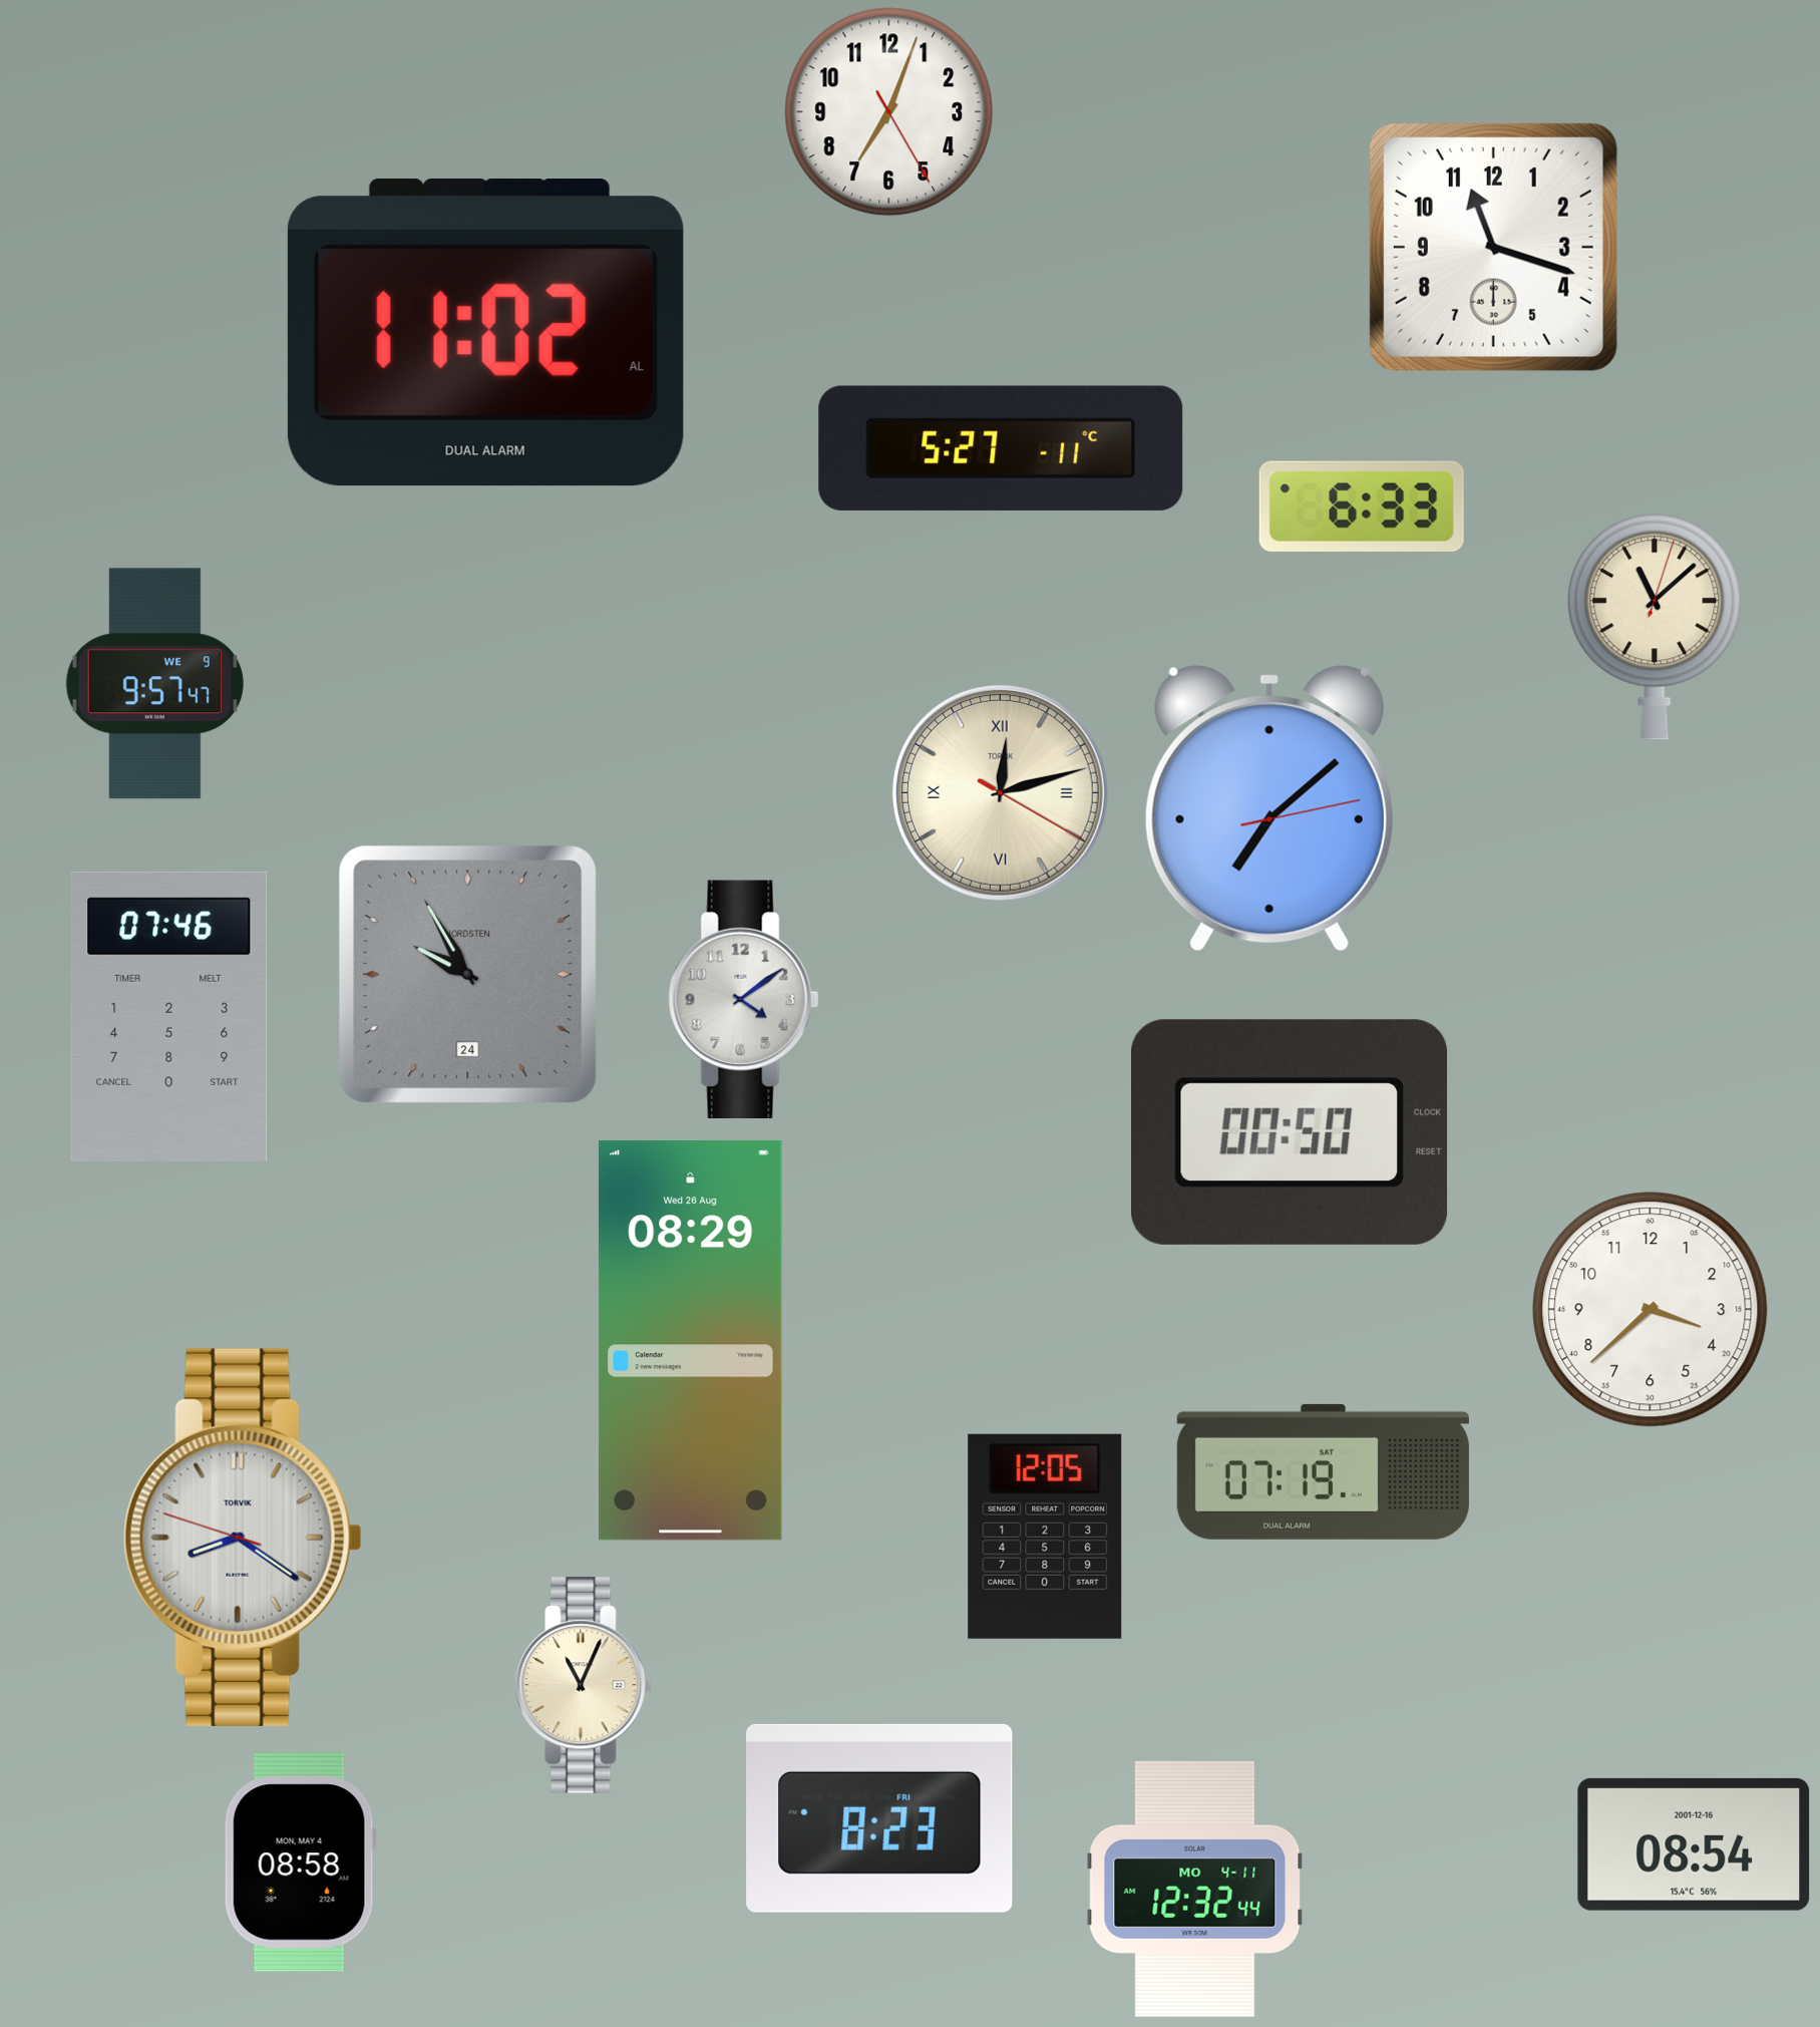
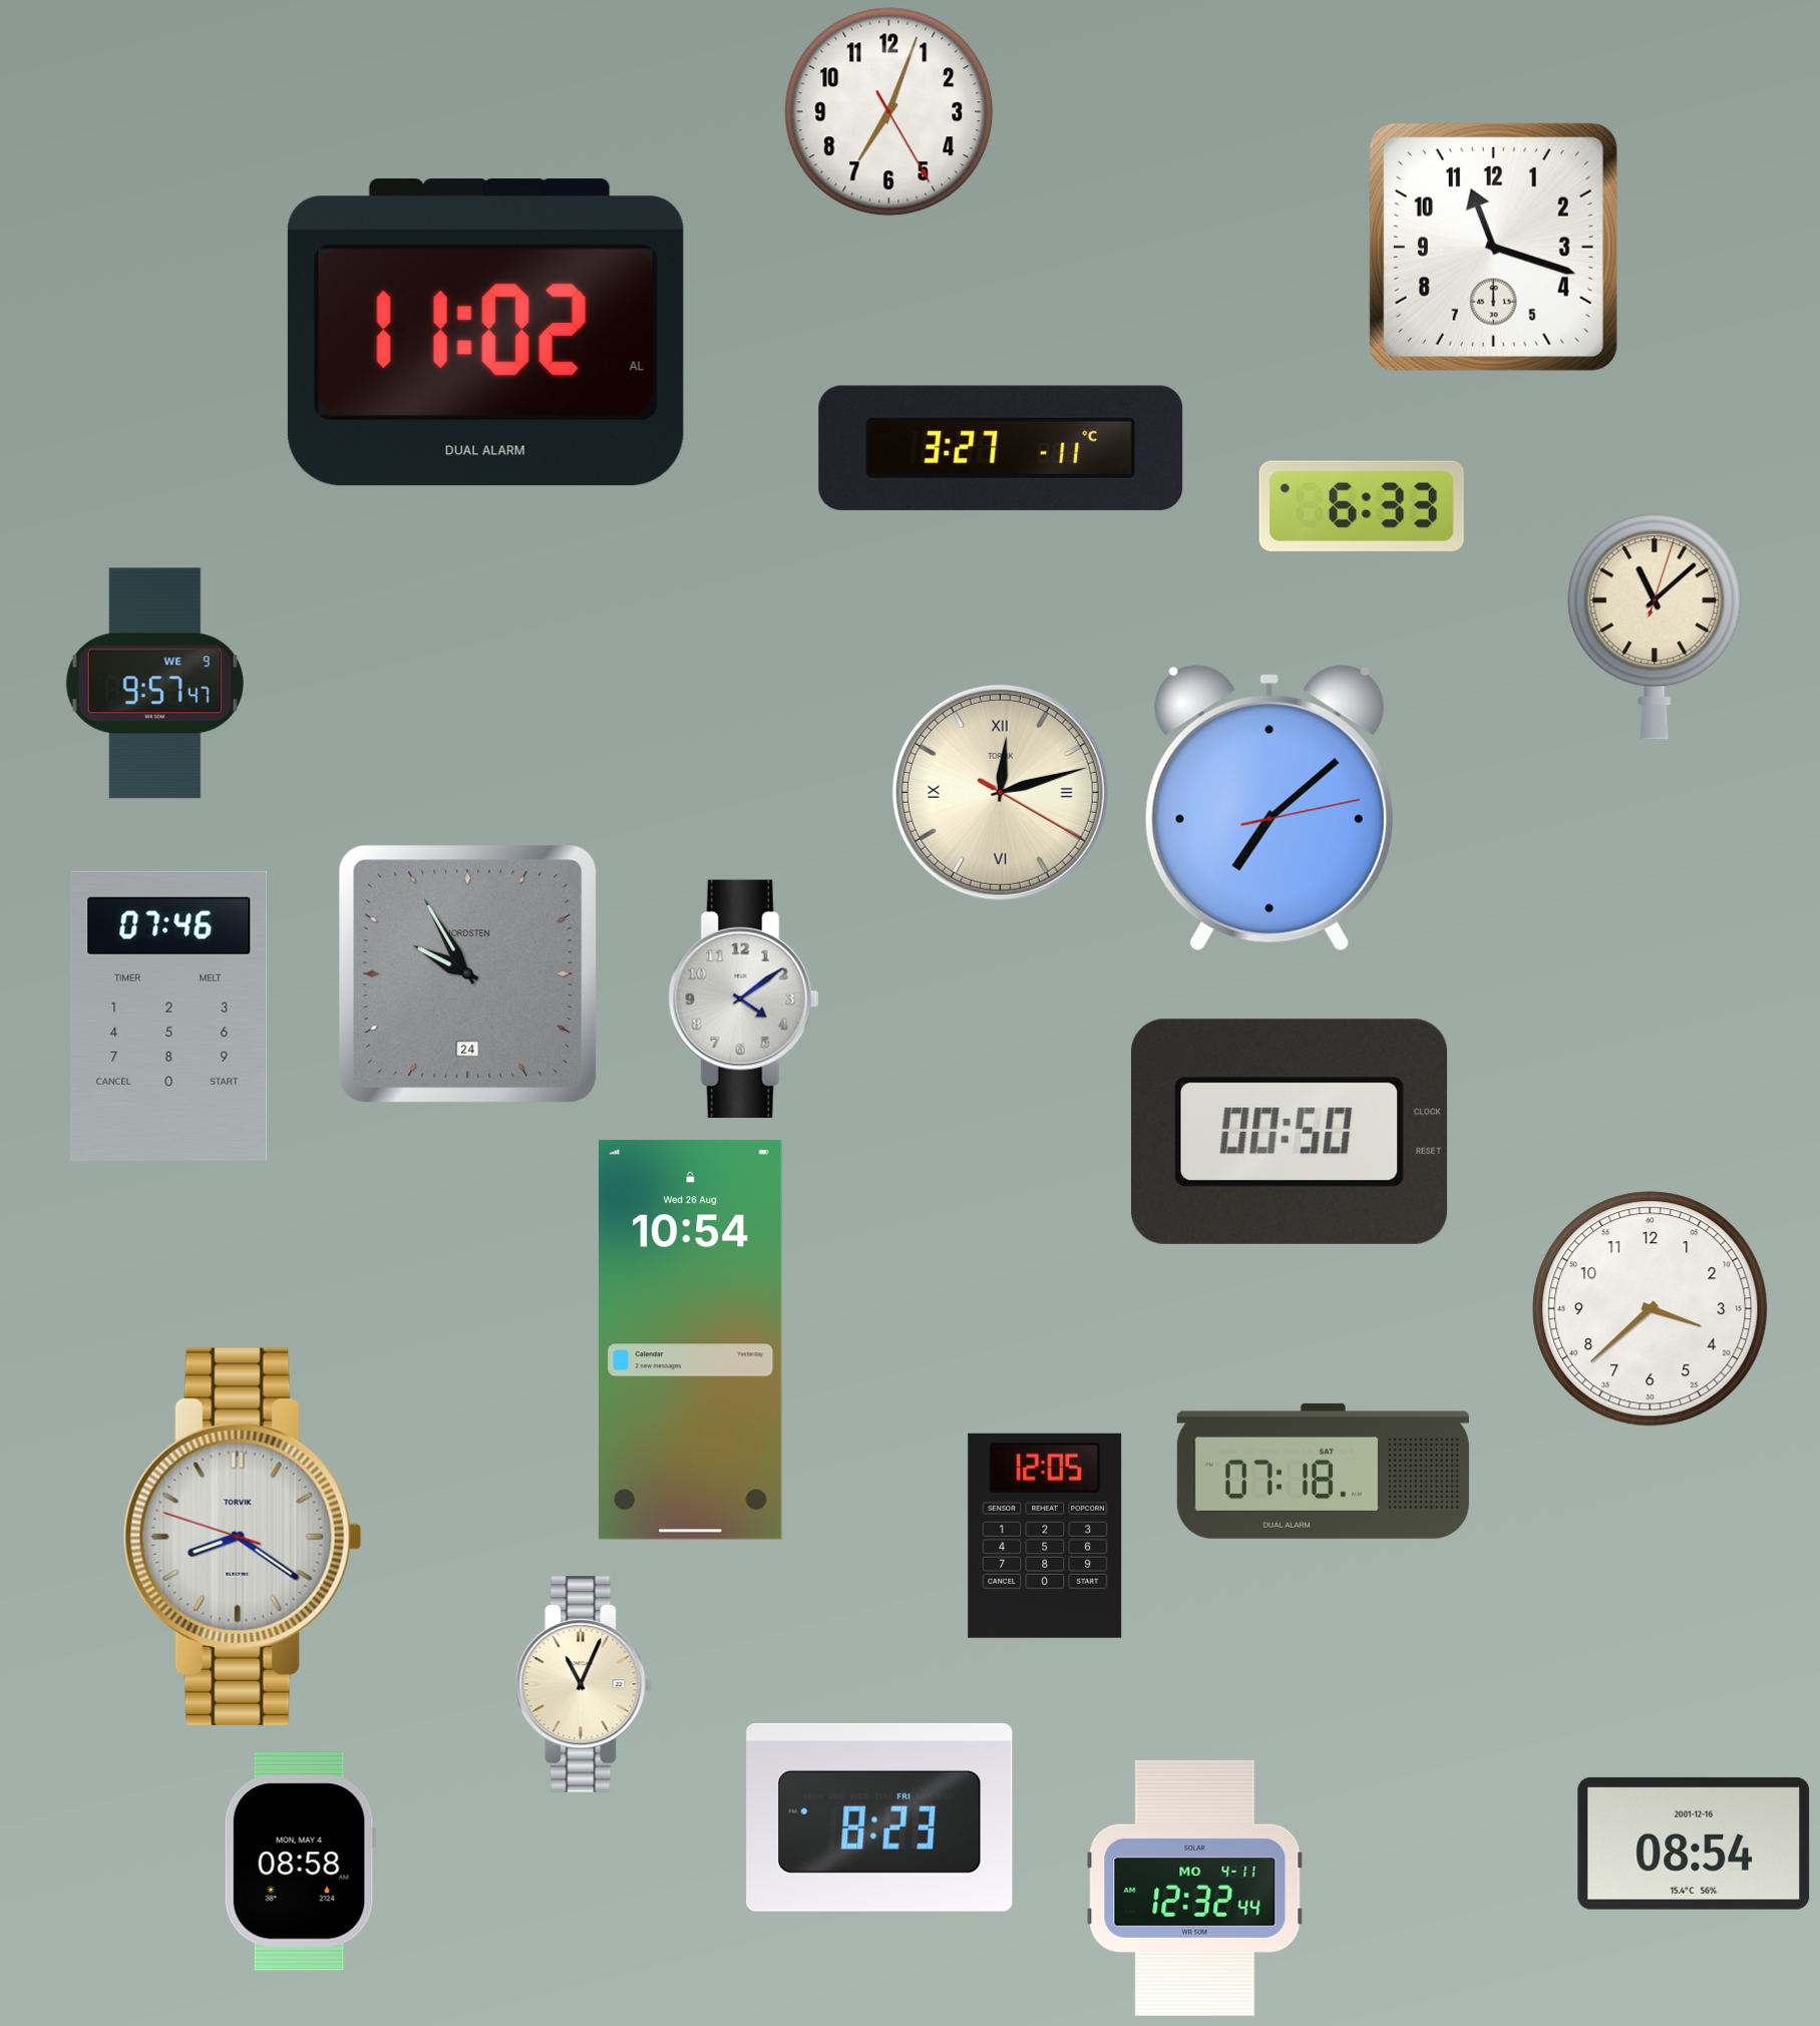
clock at (1001, 448): 5:27 -> 3:27
clock at (690, 1341): 08:29 -> 10:54
clock at (1323, 1471): 07:19 -> 07:18
